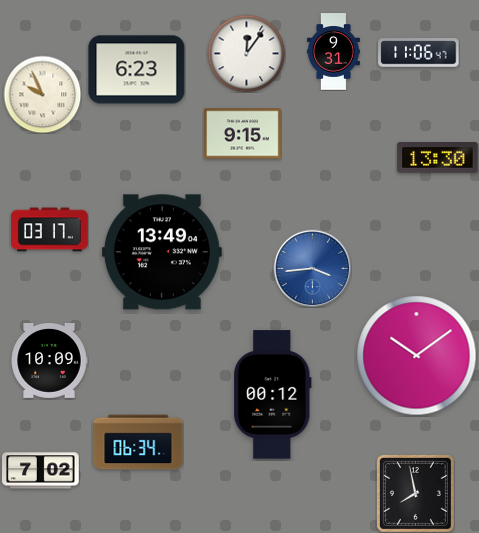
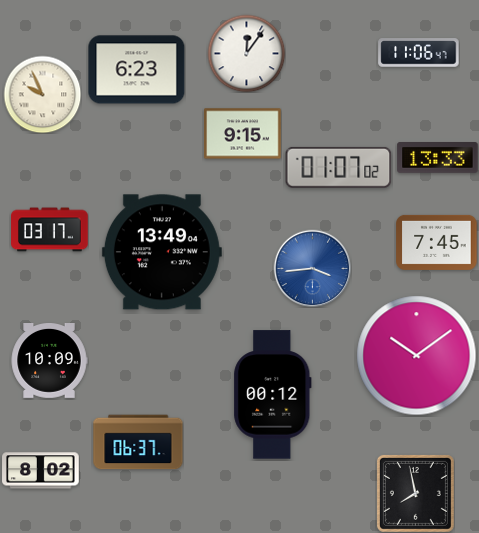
clock at (334, 52): 9:31 -> none
clock at (438, 158): 13:30 -> 13:33
clock at (339, 167): none -> 01:07
clock at (437, 242): none -> 7:45
clock at (138, 442): 06:34 -> 06:37
clock at (41, 471): 7:02 -> 8:02
